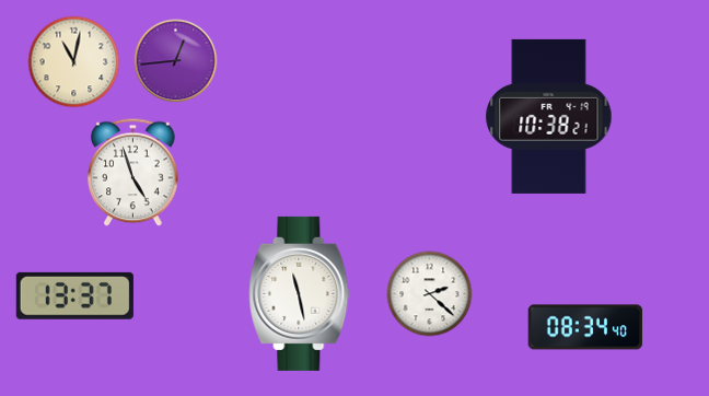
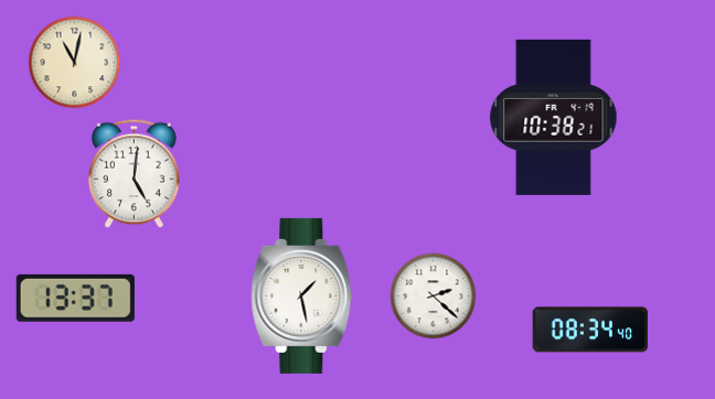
clock at (176, 61): 12:44 -> none
clock at (133, 173): 4:57 -> 5:01
clock at (300, 293): 11:28 -> 1:28
